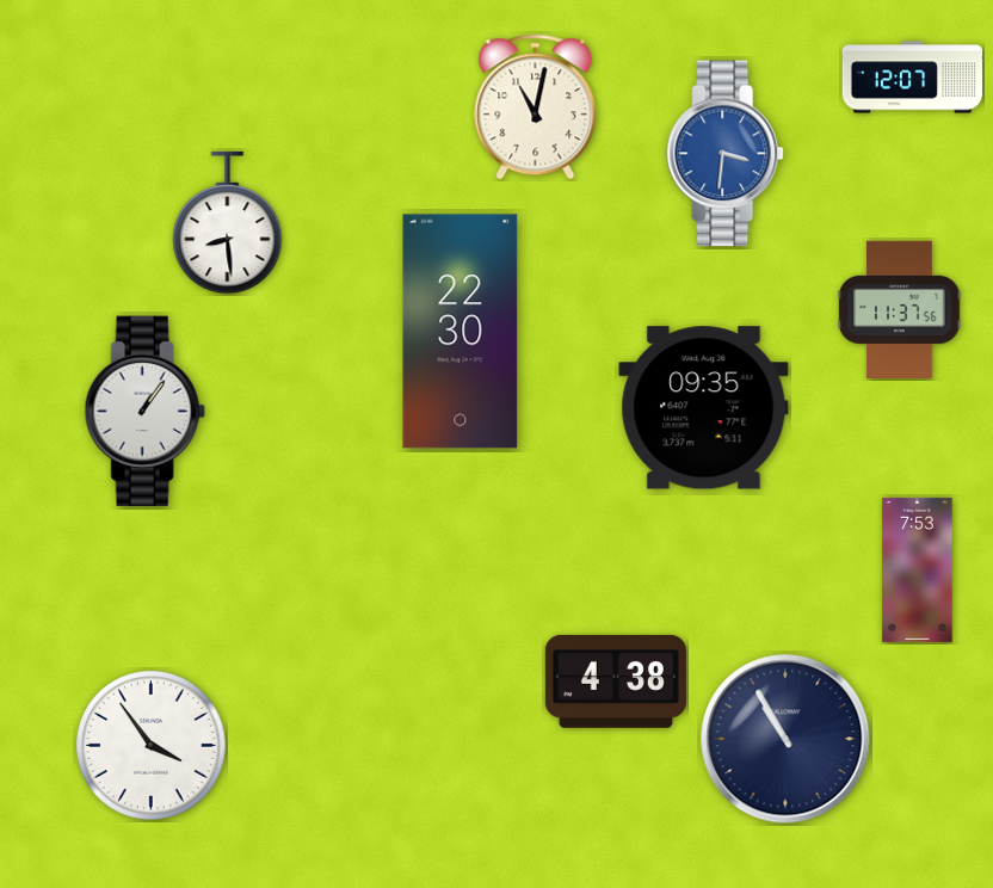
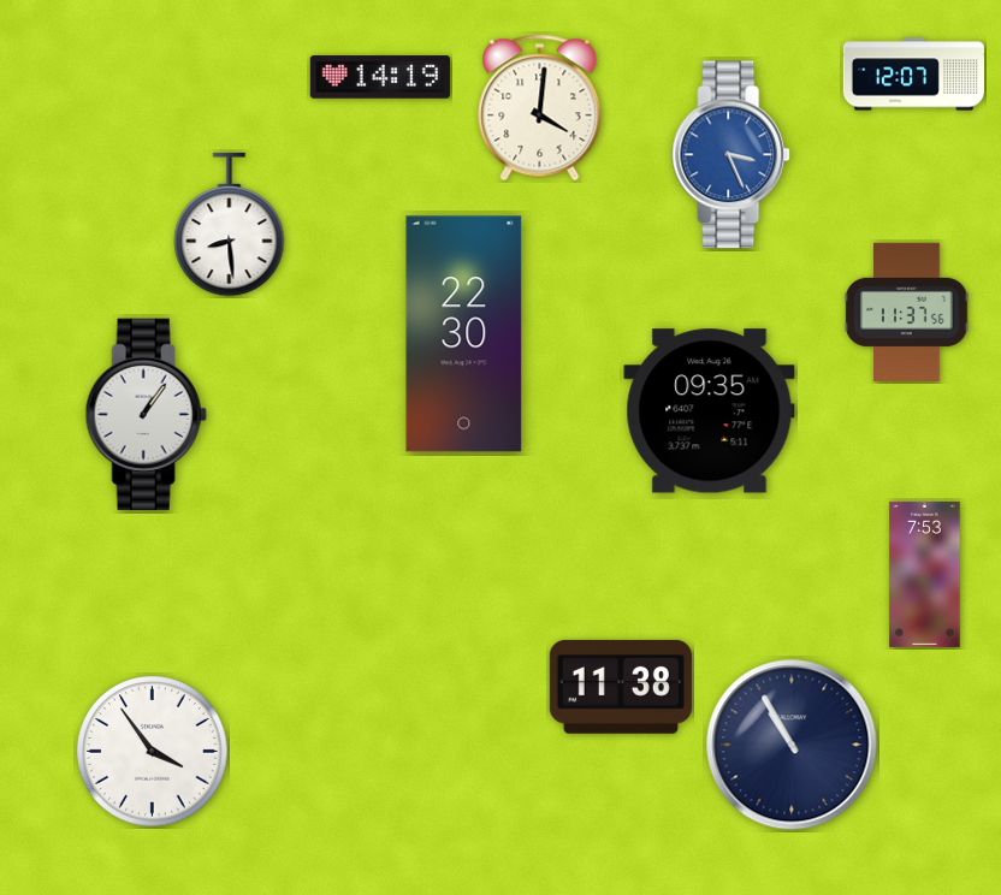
clock at (380, 77): none -> 14:19
clock at (912, 78) position: (912, 78) -> (913, 75)
clock at (536, 107): 11:02 -> 4:01
clock at (726, 154): 3:31 -> 3:26
clock at (616, 682): 4:38 -> 11:38
